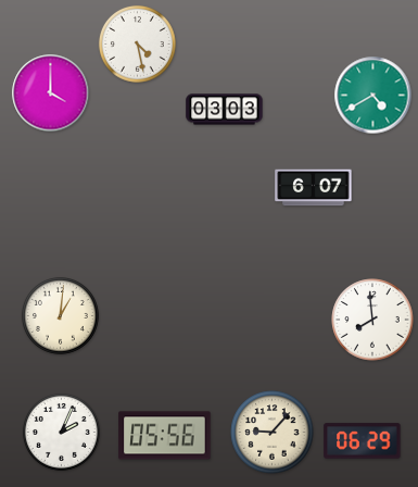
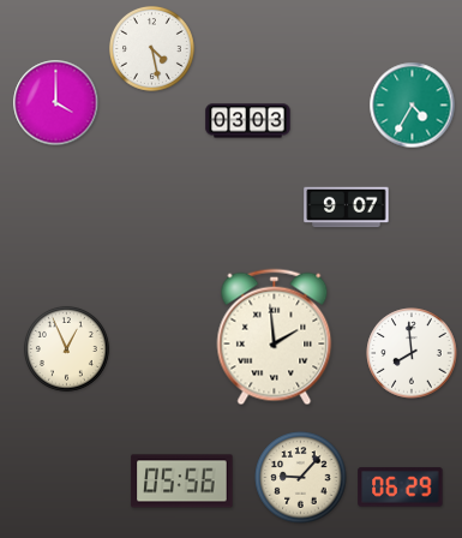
clock at (373, 96): 4:40 -> 4:35
clock at (314, 188): 6:07 -> 9:07
clock at (275, 337): none -> 1:59
clock at (60, 315): 1:01 -> 12:56
clock at (61, 432): 2:04 -> none
